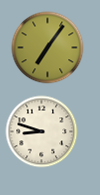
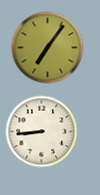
clock at (42, 132): 8:48 -> 8:44
